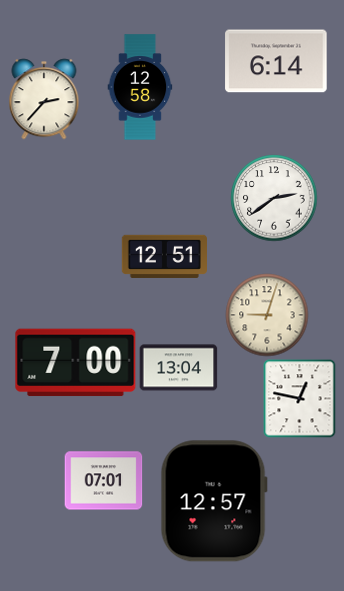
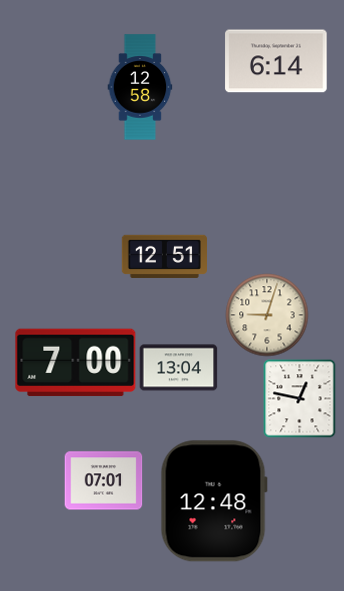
clock at (44, 99): 2:37 -> none
clock at (274, 198): 2:39 -> none
clock at (214, 501): 12:57 -> 12:48
